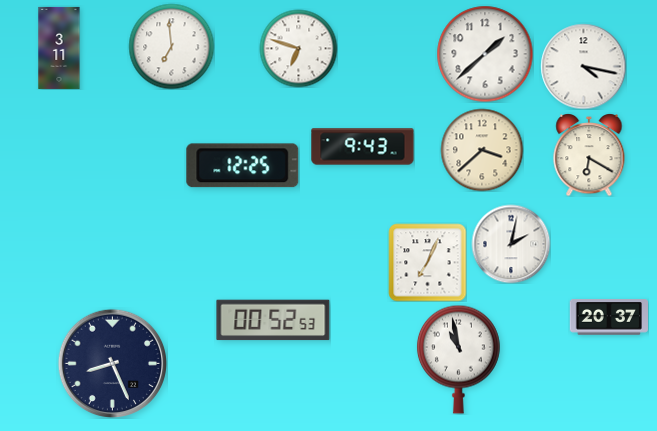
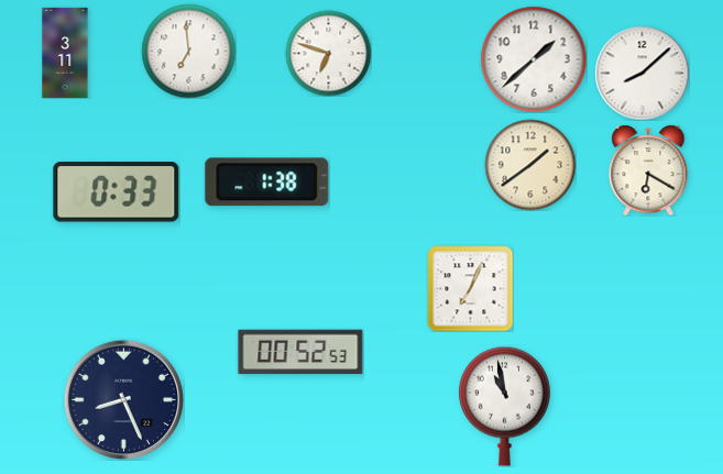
clock at (583, 66): 4:17 -> 8:08
clock at (363, 147): 9:43 -> none
clock at (482, 150): 3:38 -> 1:39
clock at (243, 166): 12:25 -> 1:38
clock at (117, 192): none -> 0:33
clock at (511, 244): 2:02 -> none
clock at (608, 317): 20:37 -> none
clock at (458, 359) position: (458, 359) -> (504, 406)
